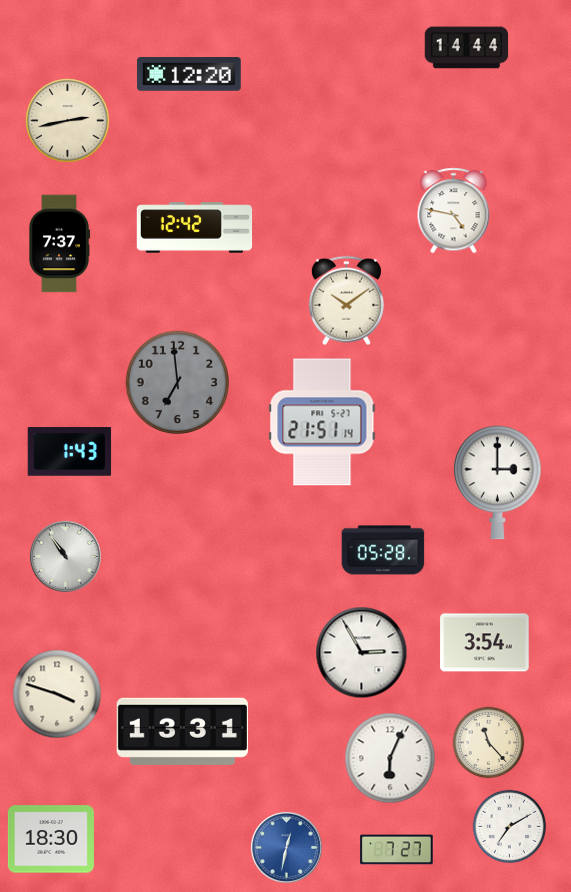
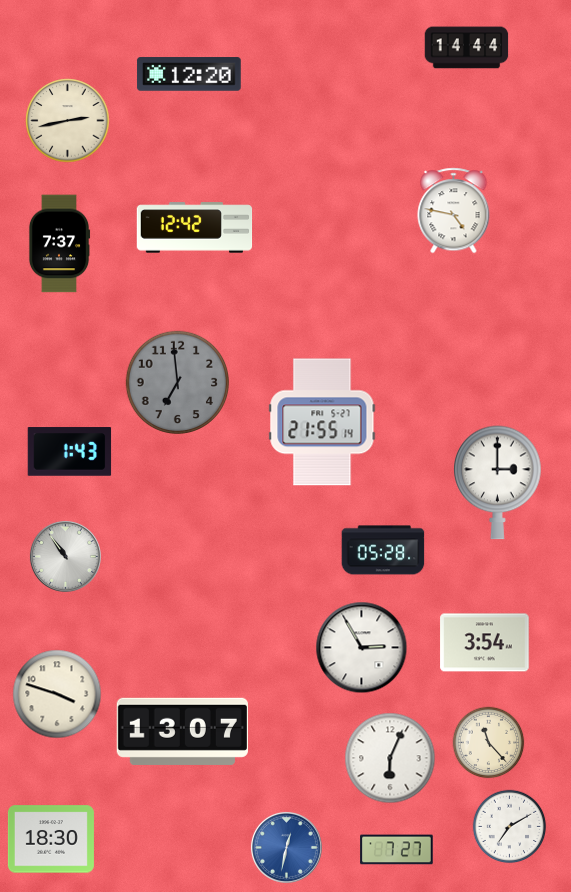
clock at (346, 301): 10:09 -> none
clock at (322, 422): 21:51 -> 21:55
clock at (362, 653) position: (362, 653) -> (362, 648)
clock at (182, 731): 13:31 -> 13:07
